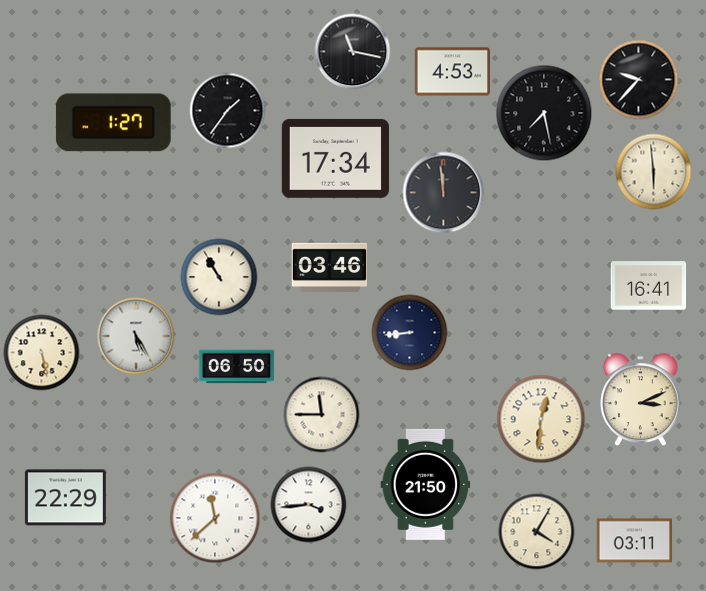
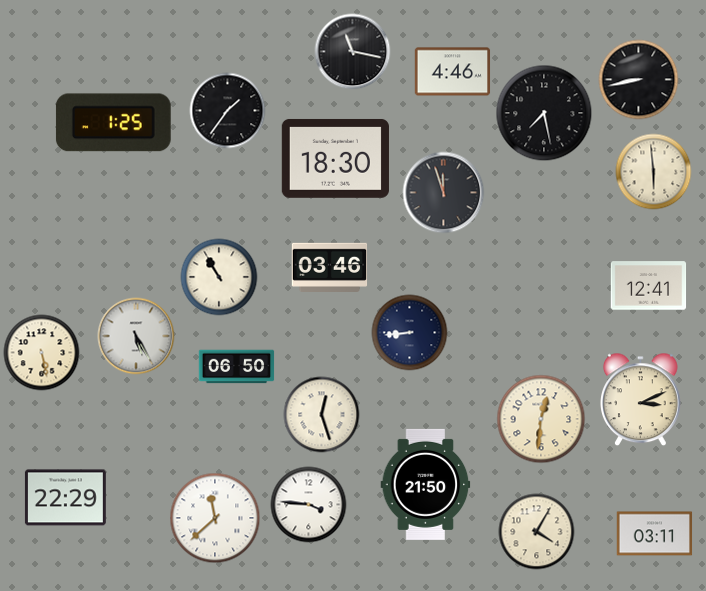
clock at (453, 72): 4:53 -> 4:46
clock at (639, 80): 9:37 -> 8:43
clock at (113, 123): 1:27 -> 1:25
clock at (335, 158): 17:34 -> 18:30
clock at (444, 193): 11:59 -> 11:57
clock at (649, 286): 16:41 -> 12:41
clock at (322, 415): 11:45 -> 12:27
clock at (309, 505): 3:44 -> 3:46
clock at (635, 541) position: (635, 541) -> (655, 534)
